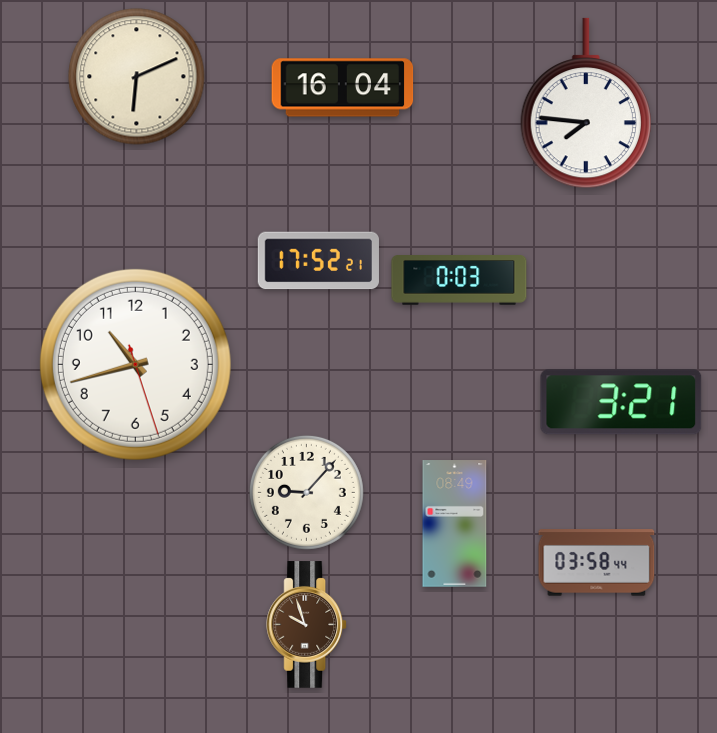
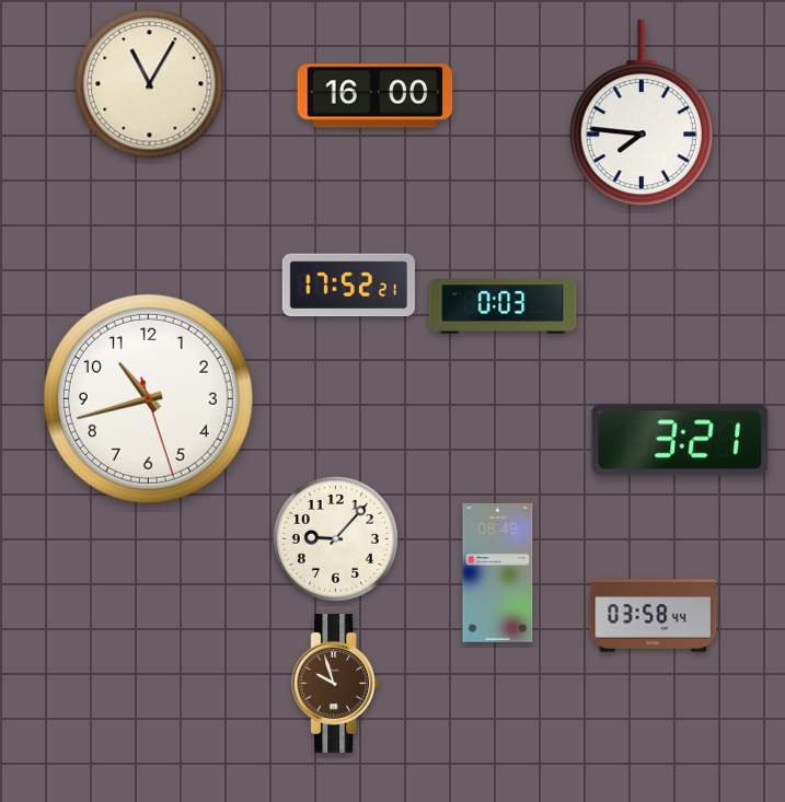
clock at (137, 77): 6:11 -> 11:05
clock at (343, 88): 16:04 -> 16:00
